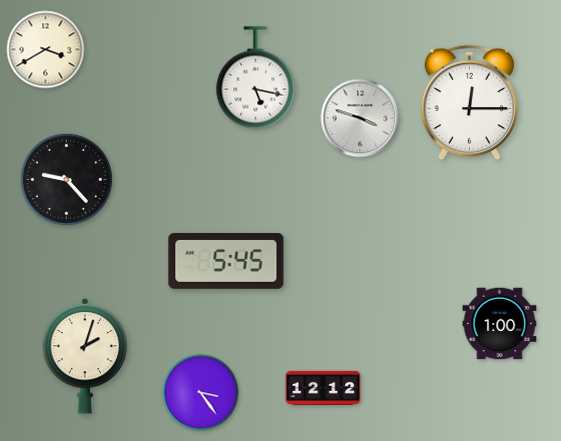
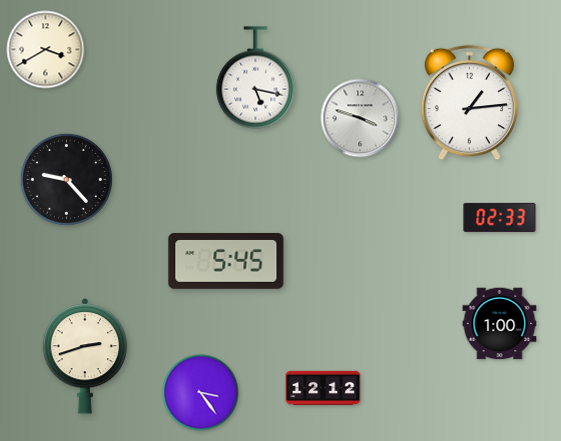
clock at (470, 103): 12:15 -> 1:14
clock at (500, 217): none -> 02:33
clock at (85, 356): 2:03 -> 2:42
